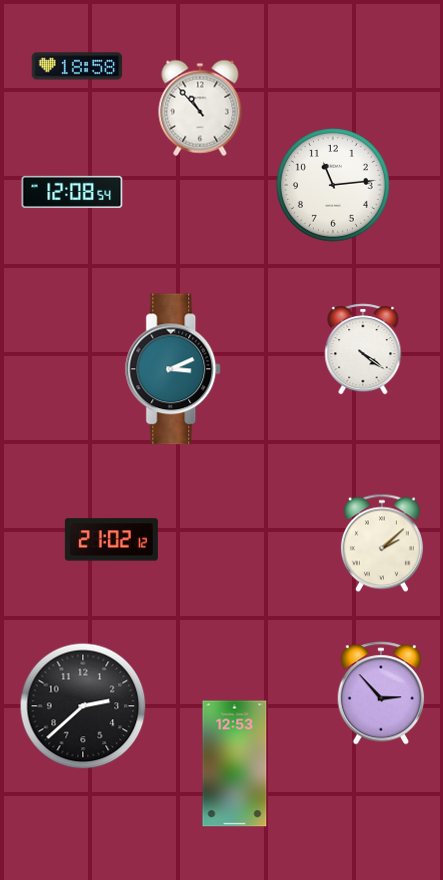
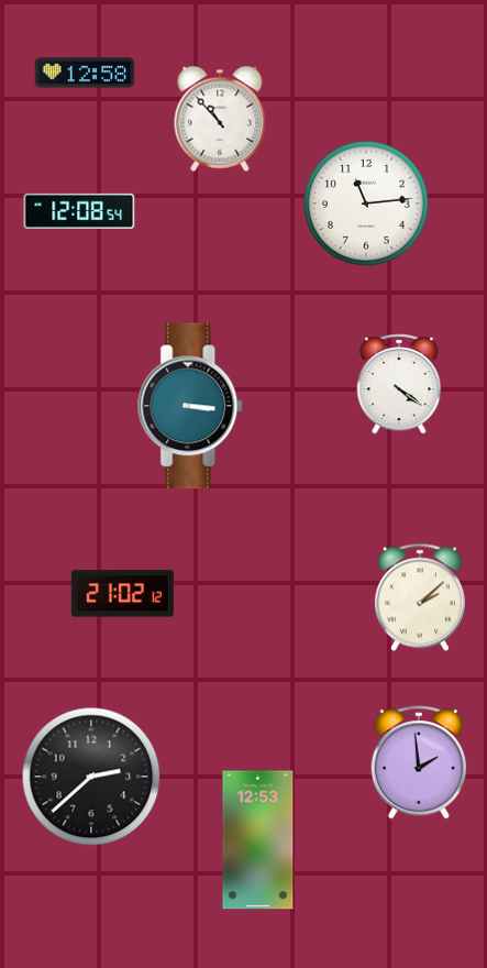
clock at (77, 66): 18:58 -> 12:58
clock at (174, 369): 3:11 -> 3:16
clock at (381, 693): 2:53 -> 1:59
